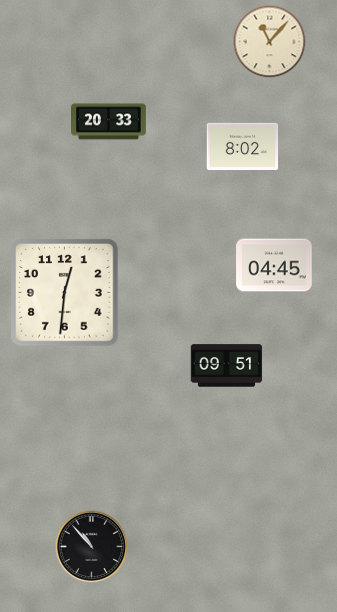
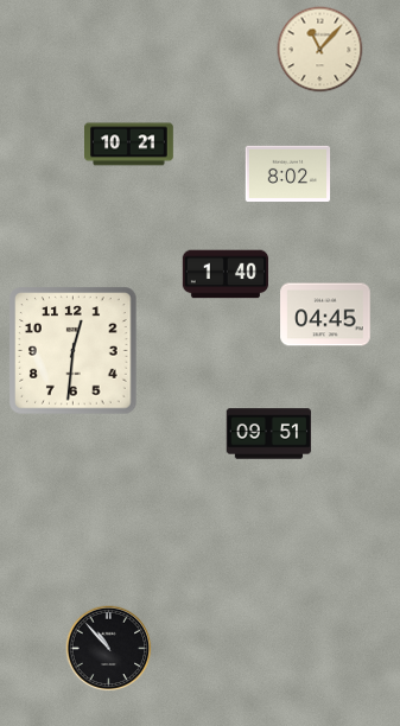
clock at (109, 122): 20:33 -> 10:21
clock at (224, 274): none -> 1:40
clock at (65, 293) position: (65, 293) -> (74, 351)
